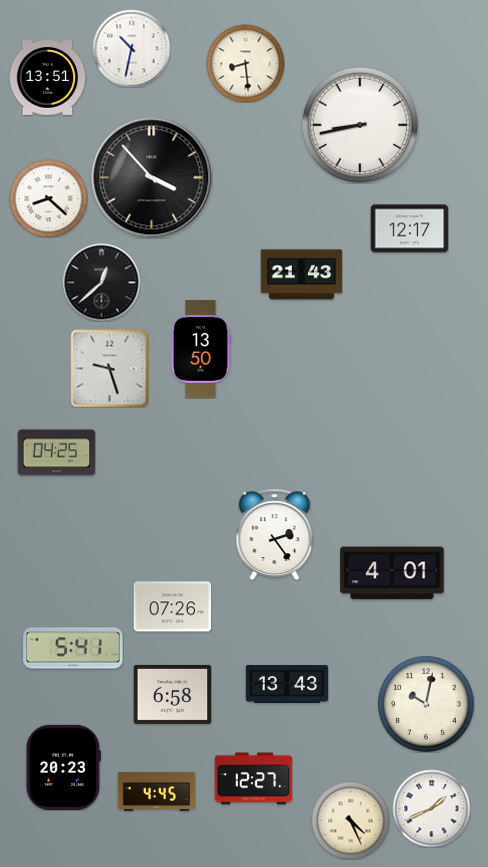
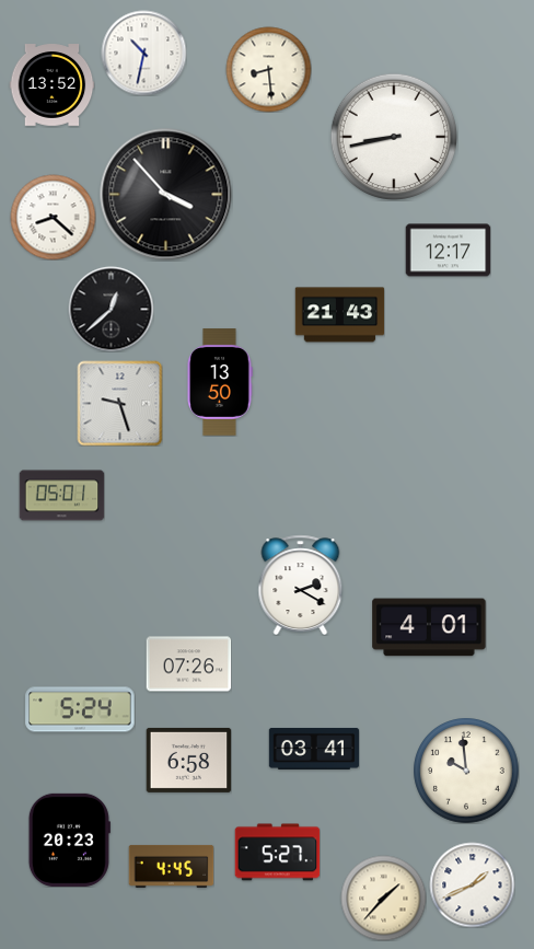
clock at (47, 78): 13:51 -> 13:52
clock at (301, 275) position: (301, 275) -> (339, 315)
clock at (56, 453): 04:25 -> 05:01
clock at (275, 534): 2:24 -> 2:20
clock at (73, 648): 5:41 -> 5:24
clock at (287, 684): 13:43 -> 03:41
clock at (426, 704): 10:02 -> 9:59
clock at (253, 779): 12:27 -> 5:27
clock at (350, 820): 4:26 -> 1:37
